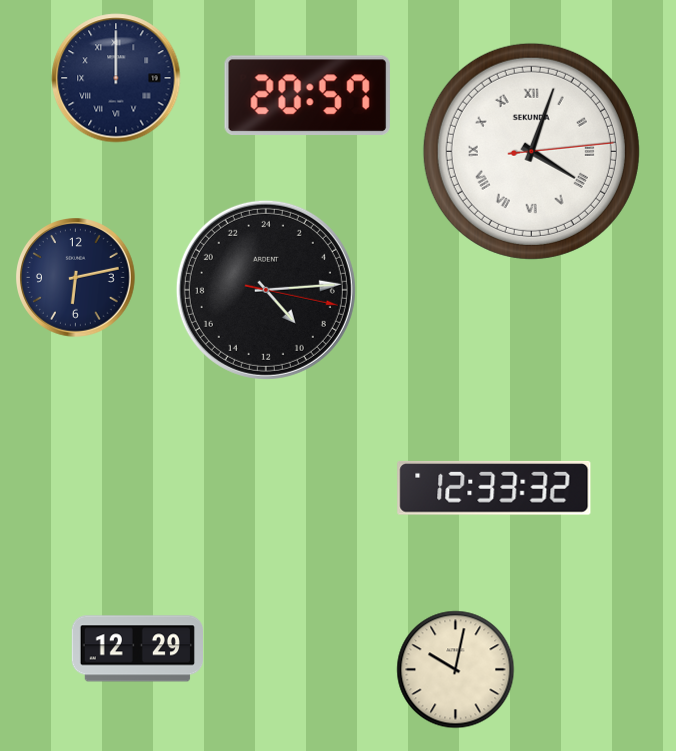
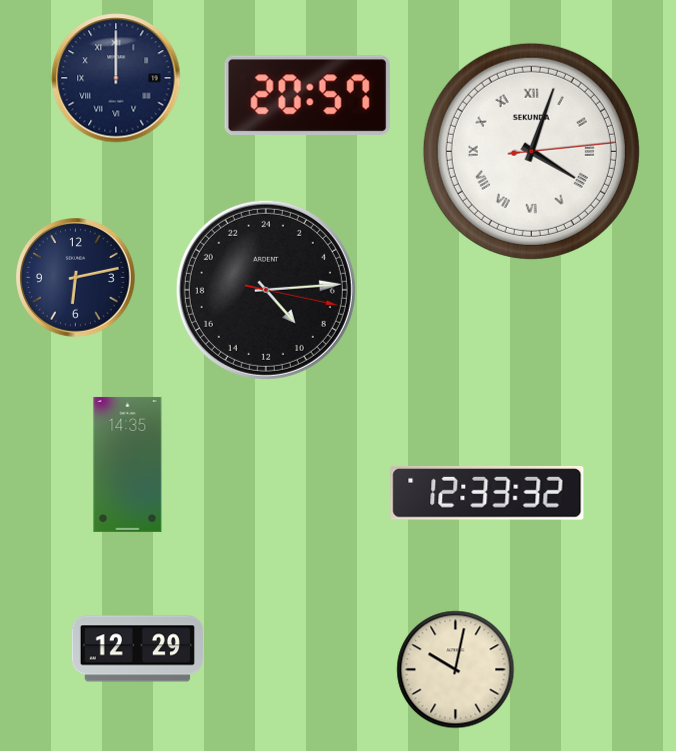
clock at (128, 464): none -> 14:35
clock at (494, 488) position: (494, 488) -> (487, 493)
